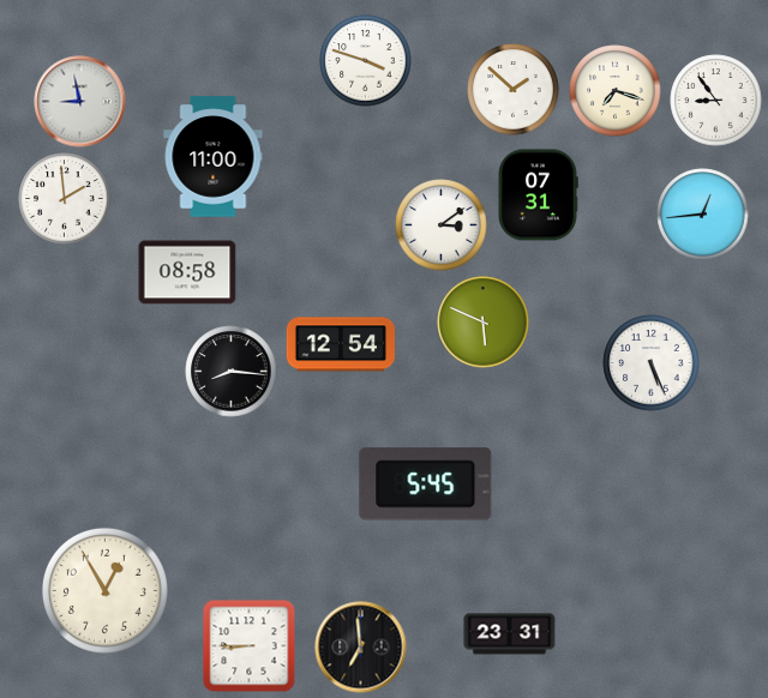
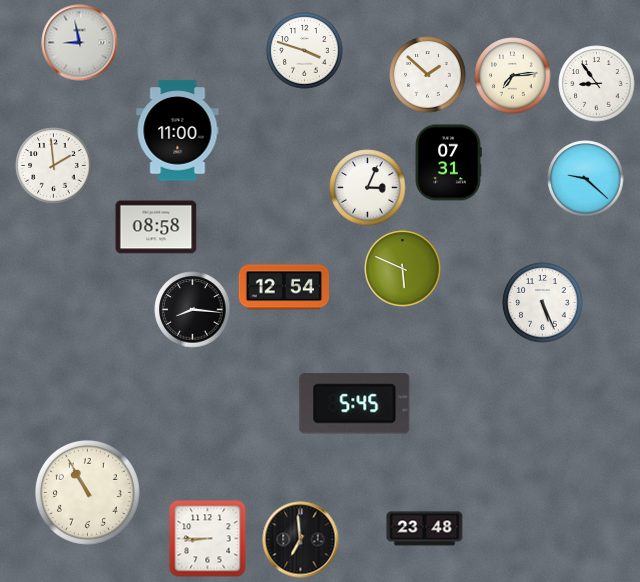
clock at (616, 91): 7:18 -> 7:14
clock at (80, 102) position: (80, 102) -> (80, 43)
clock at (703, 215): 12:44 -> 9:22
clock at (442, 225): 3:09 -> 3:04
clock at (104, 590): 12:55 -> 10:55
clock at (510, 634): 23:31 -> 23:48
